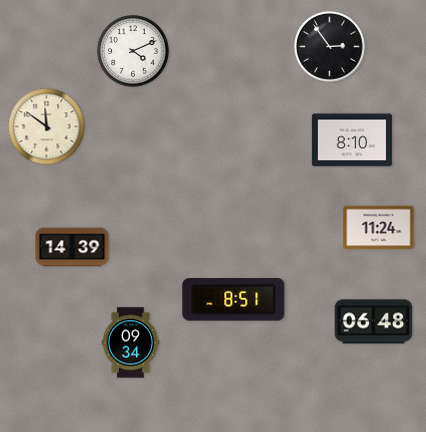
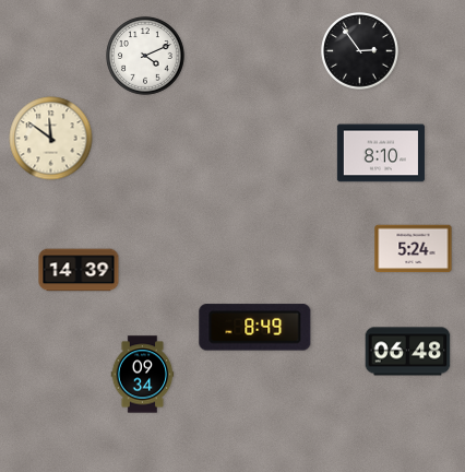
clock at (352, 140) position: (352, 140) -> (381, 153)
clock at (379, 228): 11:24 -> 5:24
clock at (234, 300): 8:51 -> 8:49
